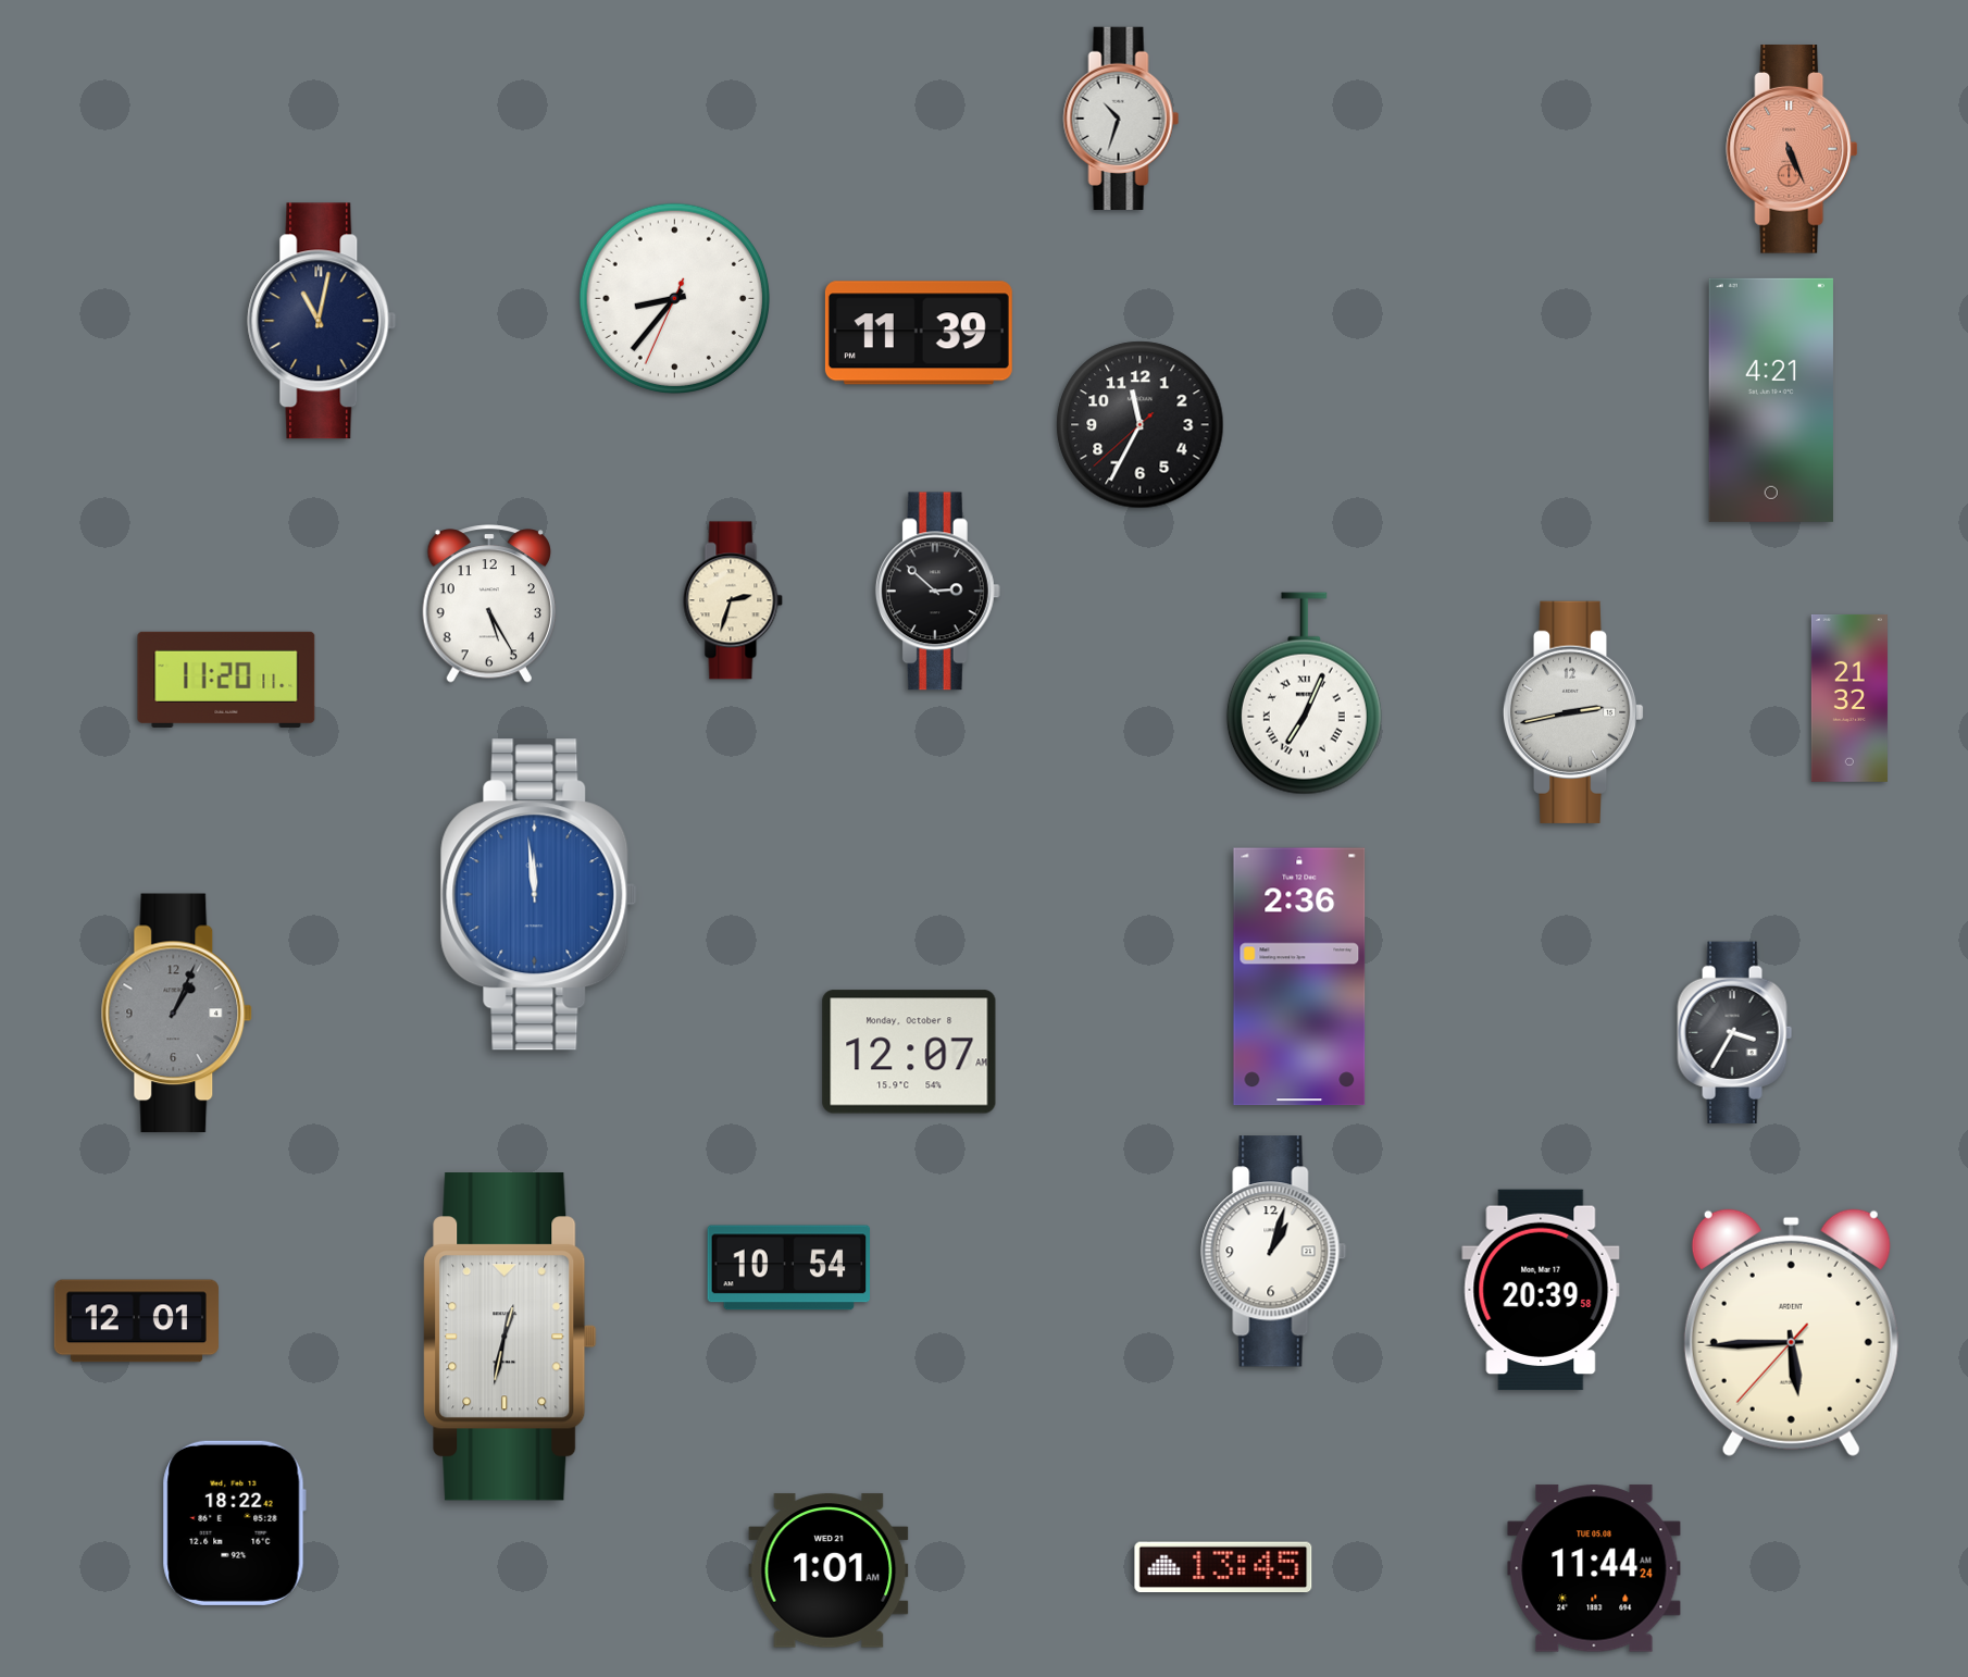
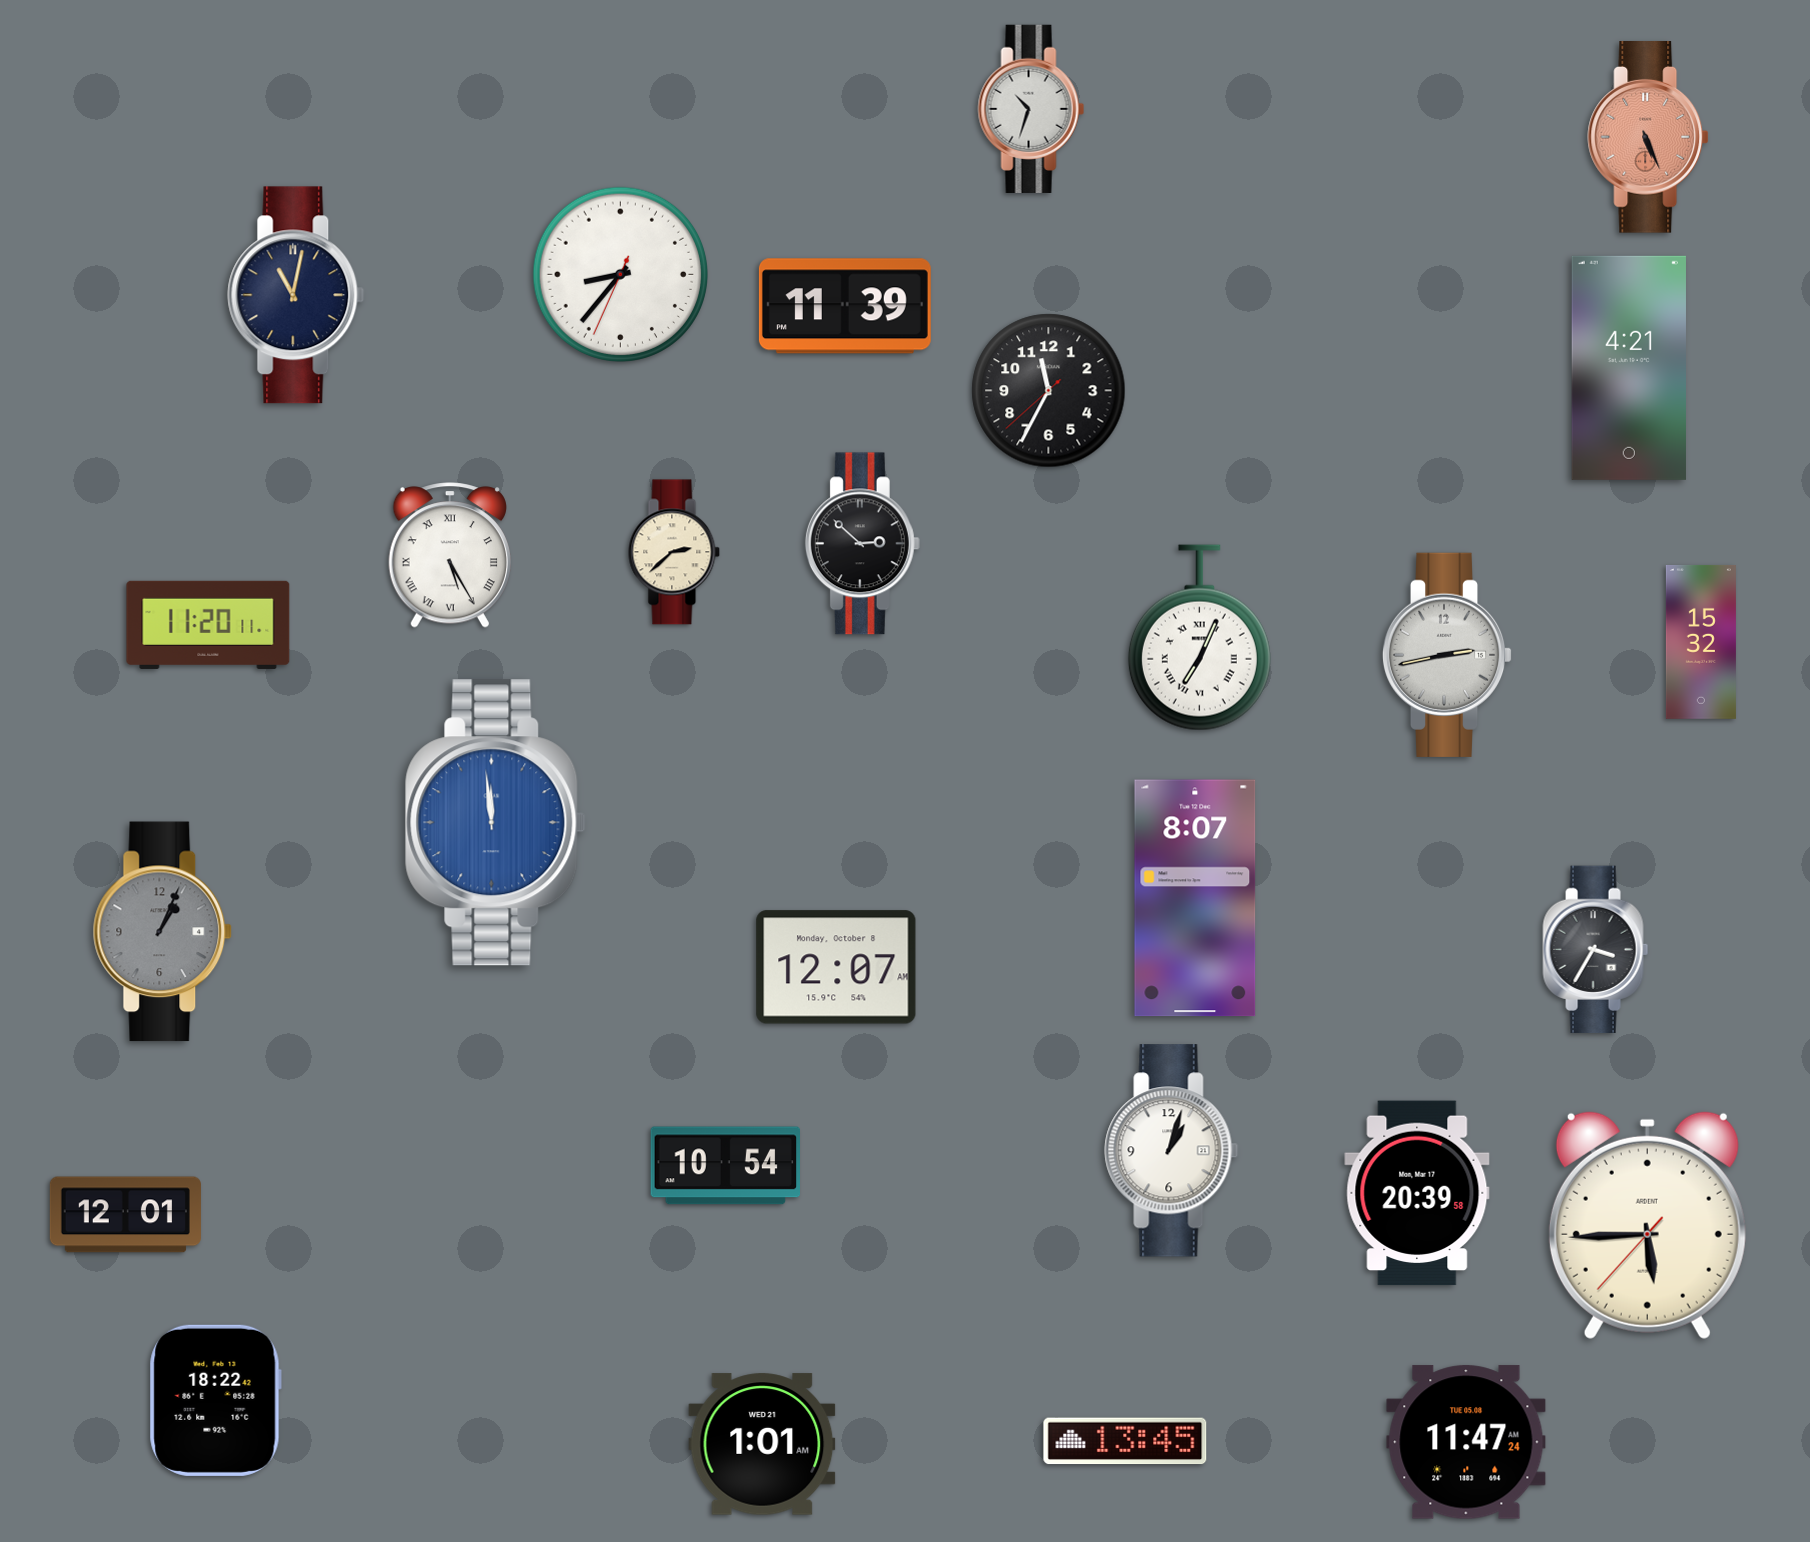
clock at (733, 600): 2:33 -> 2:38
clock at (489, 604) numerals: Arabic -> Roman
clock at (1849, 698): 21:32 -> 15:32
clock at (1299, 977): 2:36 -> 8:07
clock at (1541, 1290) position: (1541, 1290) -> (1417, 1193)
clock at (510, 1338): 12:32 -> none
clock at (1594, 1568): 11:44 -> 11:47
